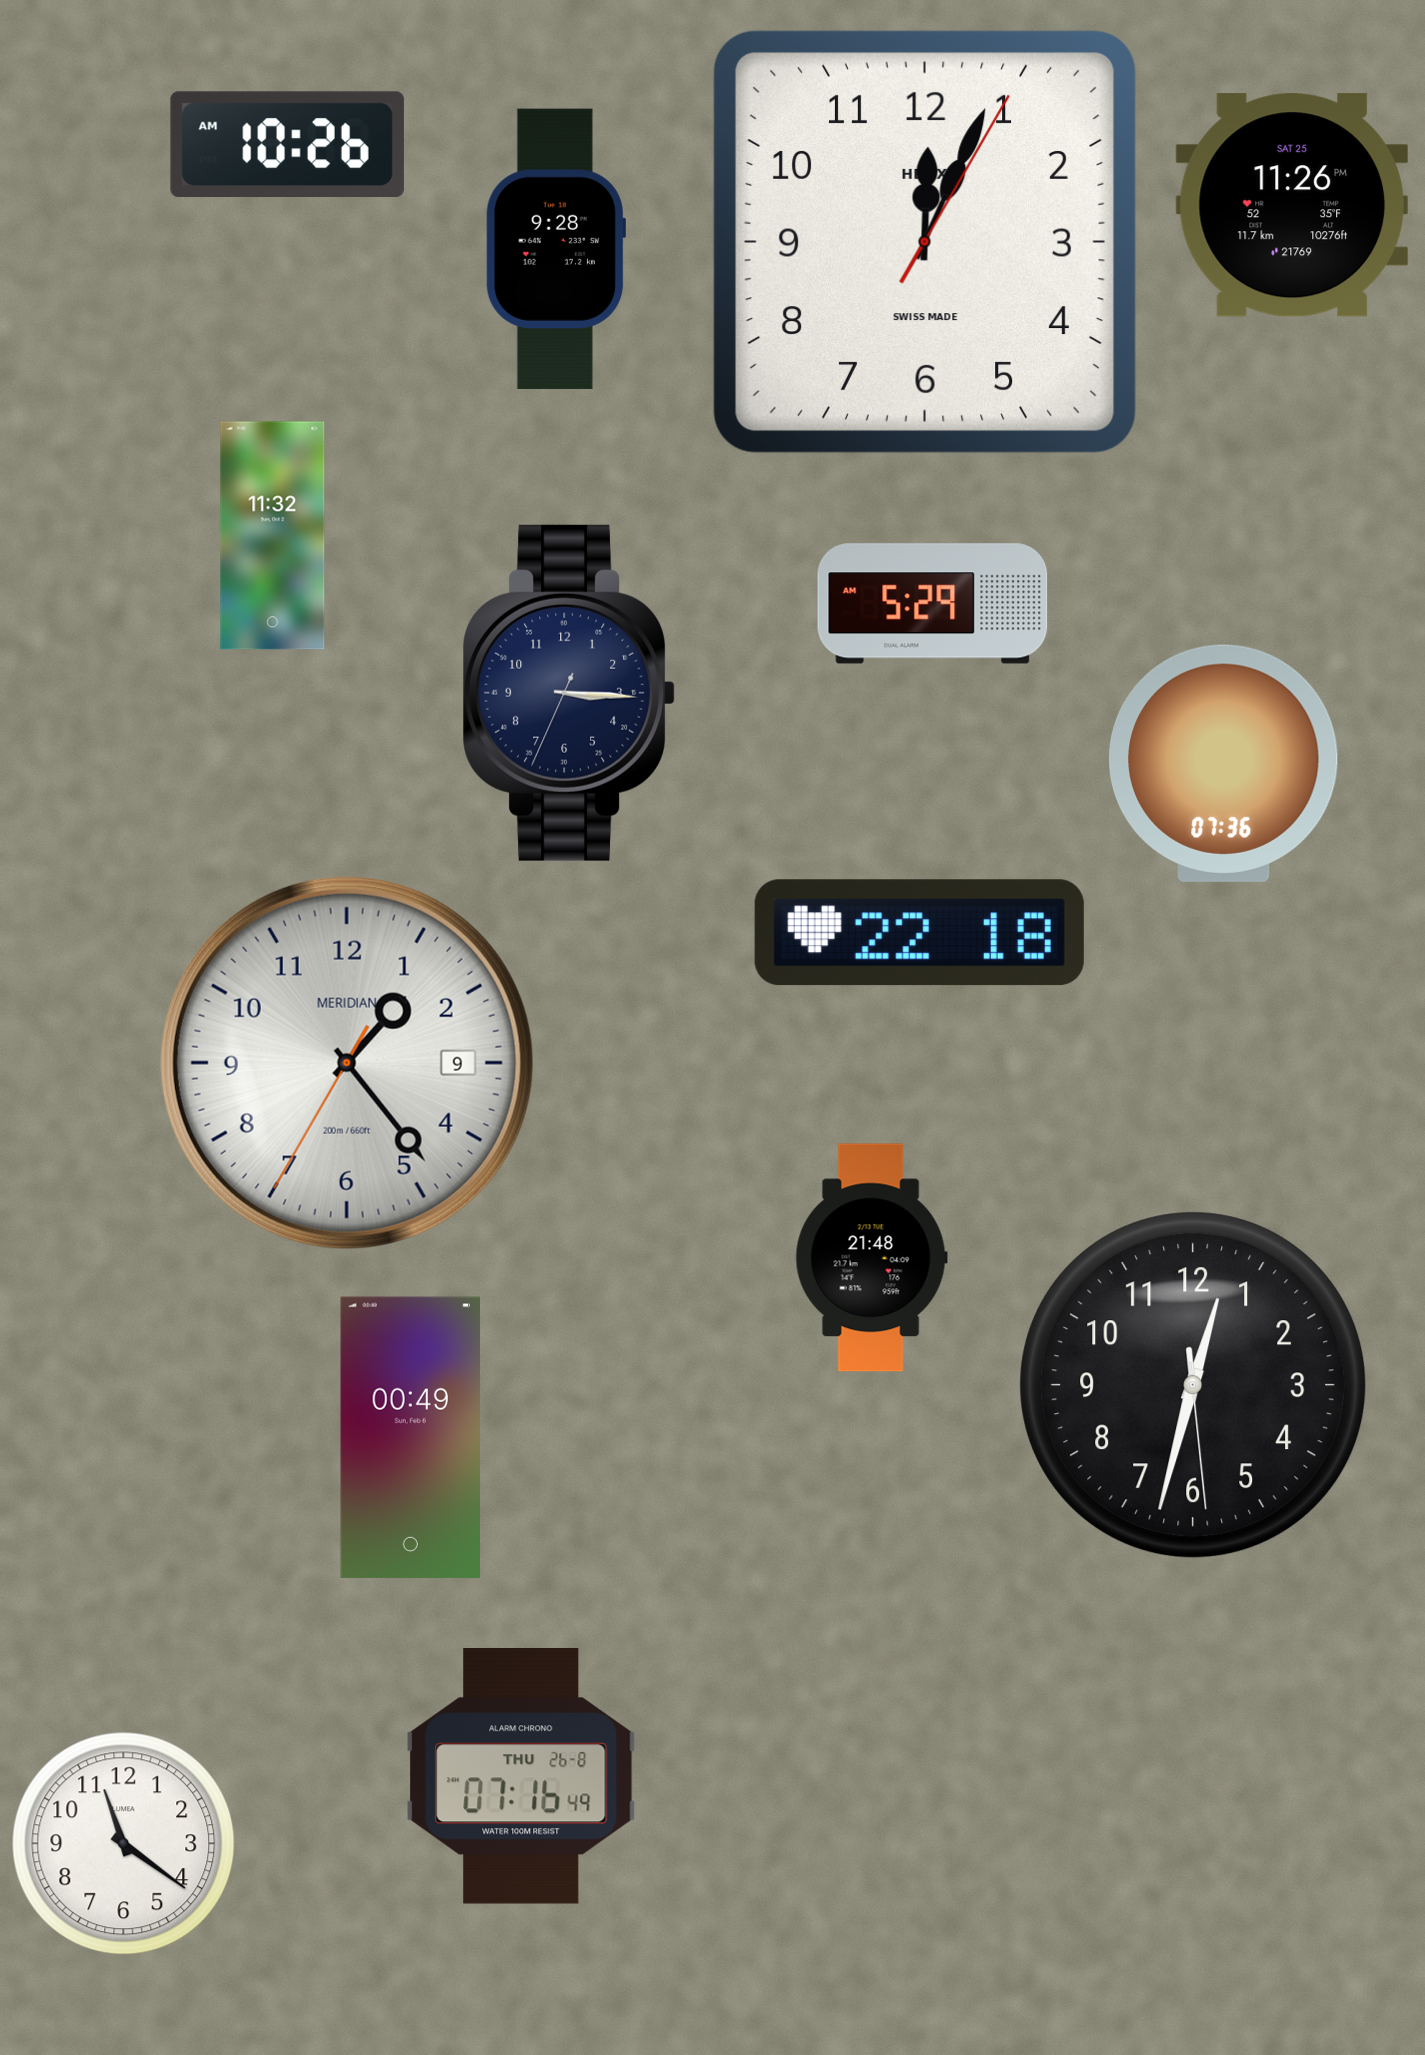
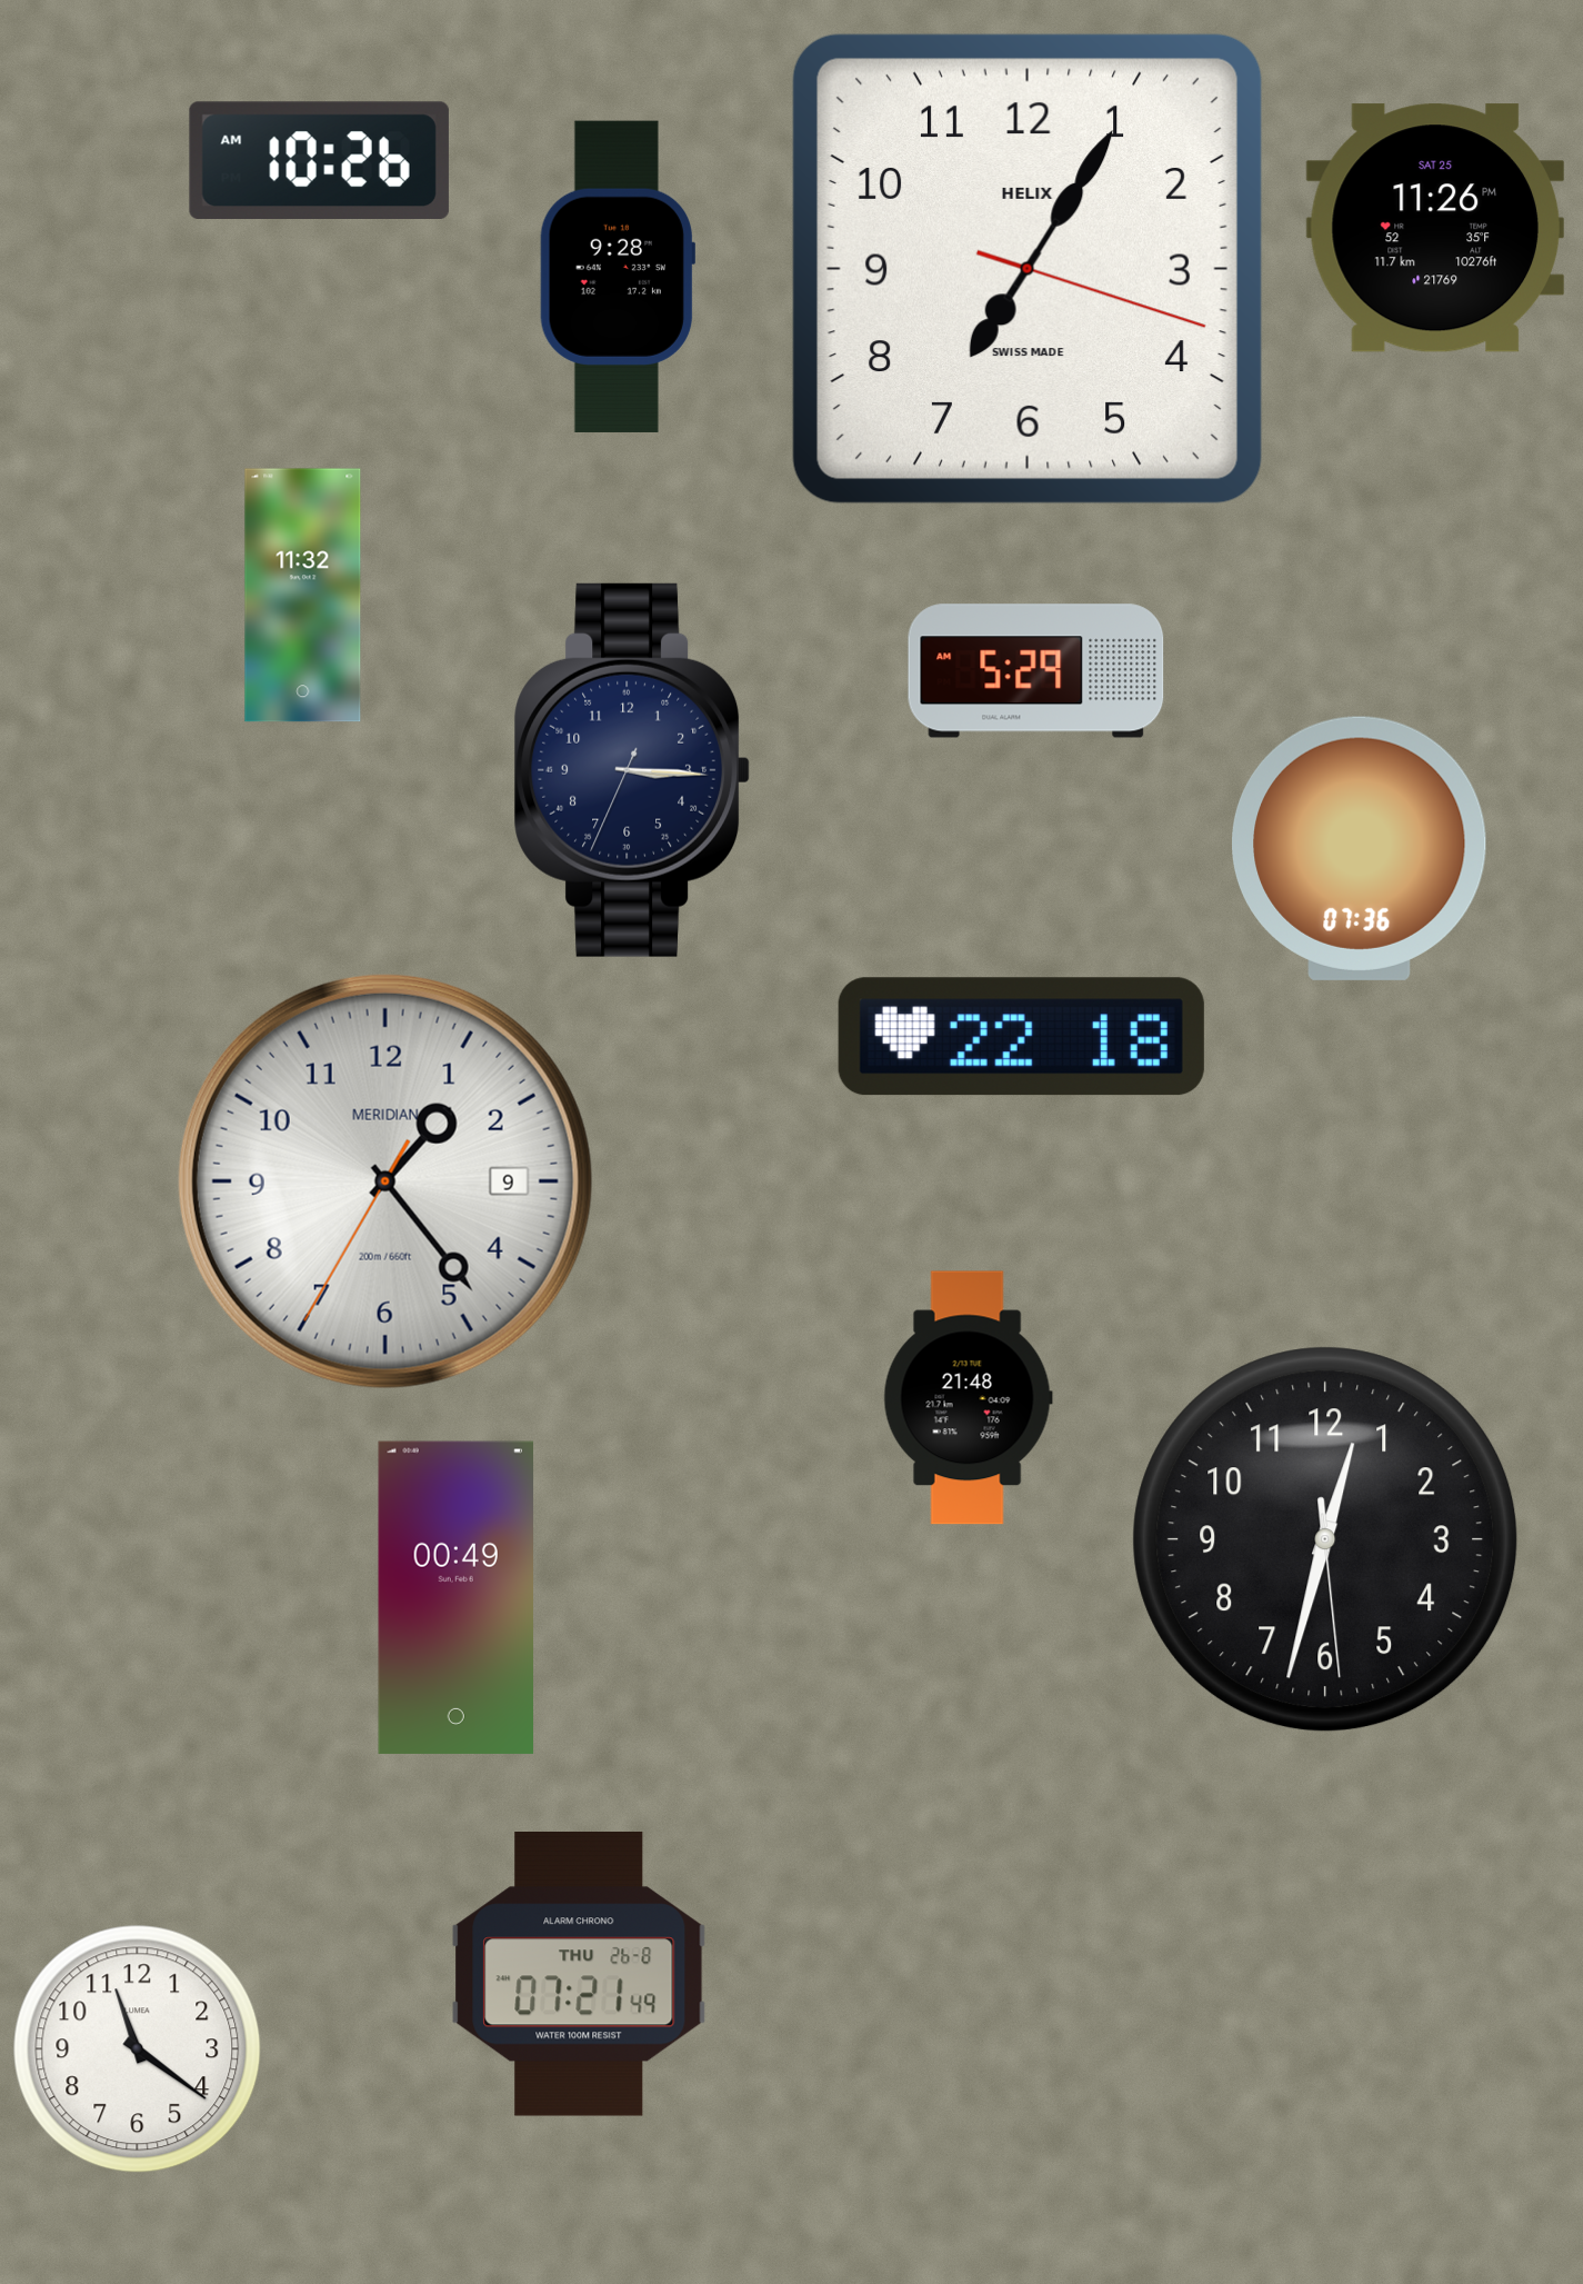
clock at (925, 242): 12:04 -> 7:05
clock at (521, 1777): 07:16 -> 07:21
